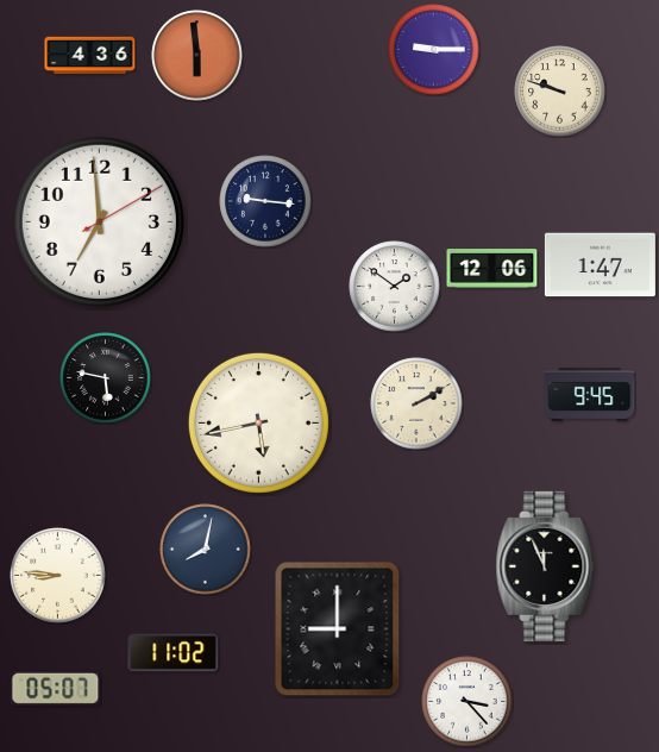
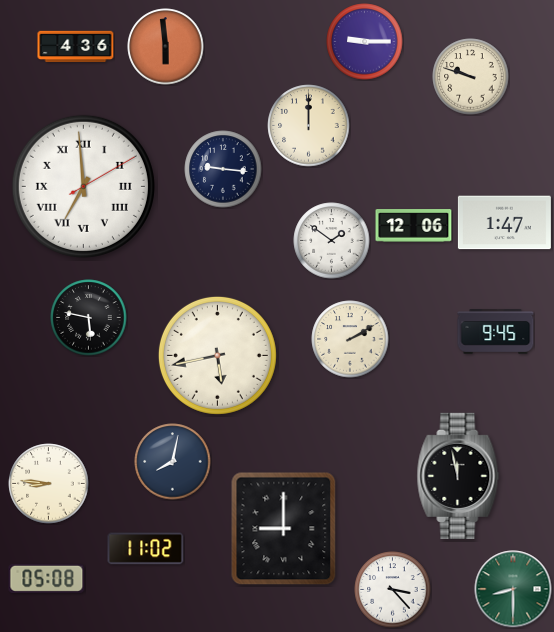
clock at (309, 126): none -> 12:00
clock at (99, 221) numerals: Arabic -> Roman
clock at (545, 566): 11:56 -> 11:58
clock at (56, 688): 05:07 -> 05:08
clock at (513, 589): none -> 8:30
